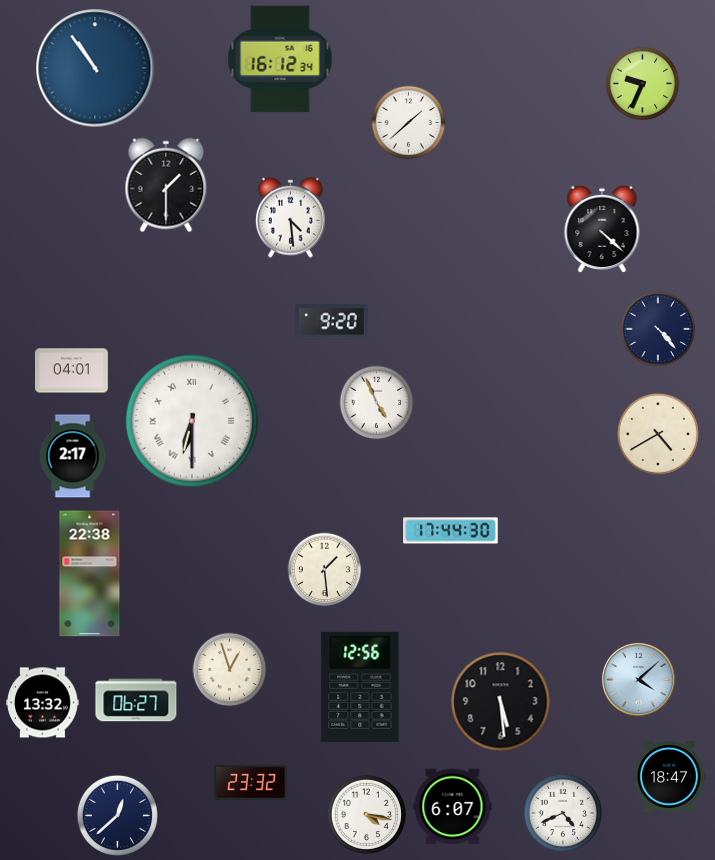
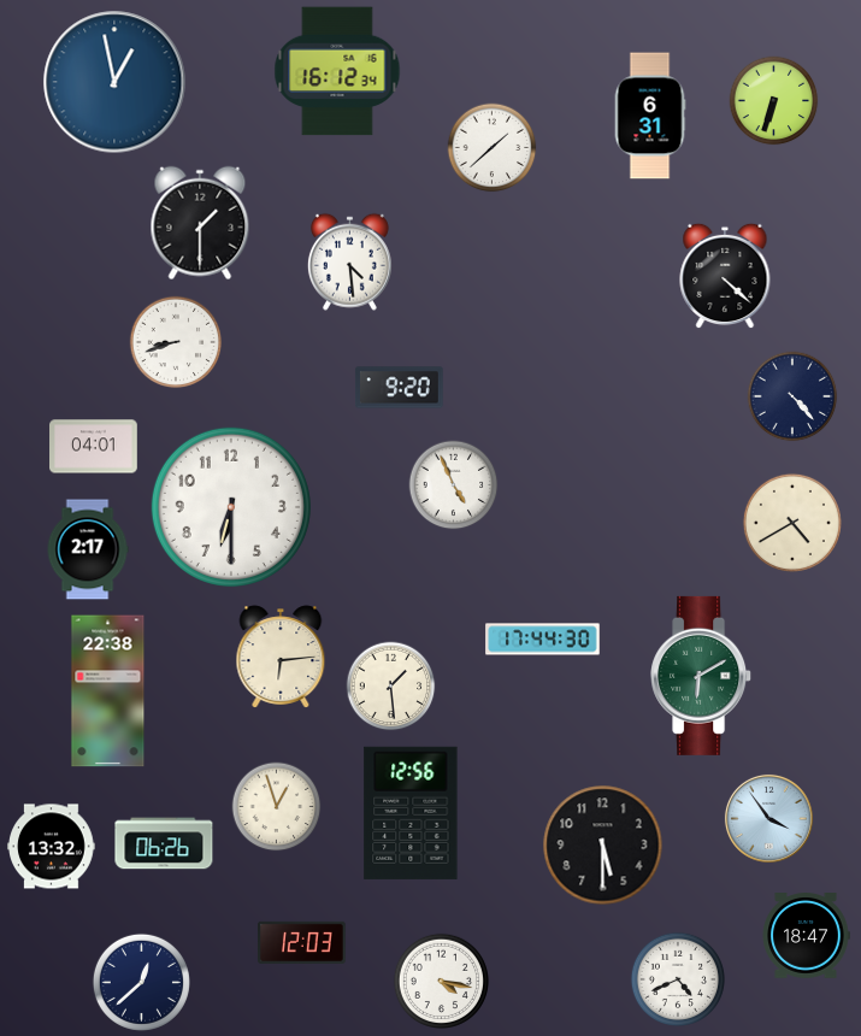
clock at (95, 68): 10:54 -> 12:58
clock at (643, 84): 9:34 -> 6:33
clock at (650, 116): none -> 6:31
clock at (176, 342): none -> 8:42
clock at (72, 371) position: (72, 371) -> (94, 447)
clock at (192, 421) numerals: Roman -> Arabic
clock at (281, 657): none -> 6:14
clock at (702, 676): none -> 6:10
clock at (638, 679): 4:08 -> 3:54
clock at (360, 687) position: (360, 687) -> (411, 813)
clock at (136, 700): 06:27 -> 06:26
clock at (501, 702): 5:29 -> 5:30
clock at (251, 782): 23:32 -> 12:03
clock at (453, 807): 6:07 -> none
